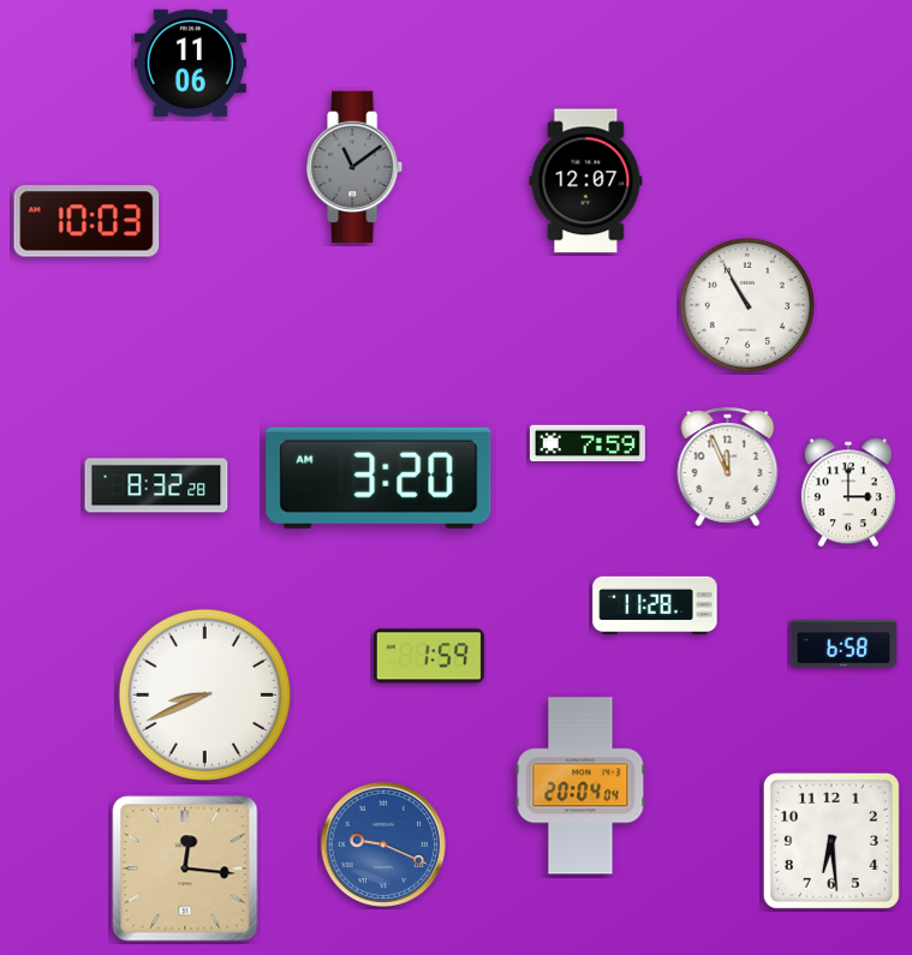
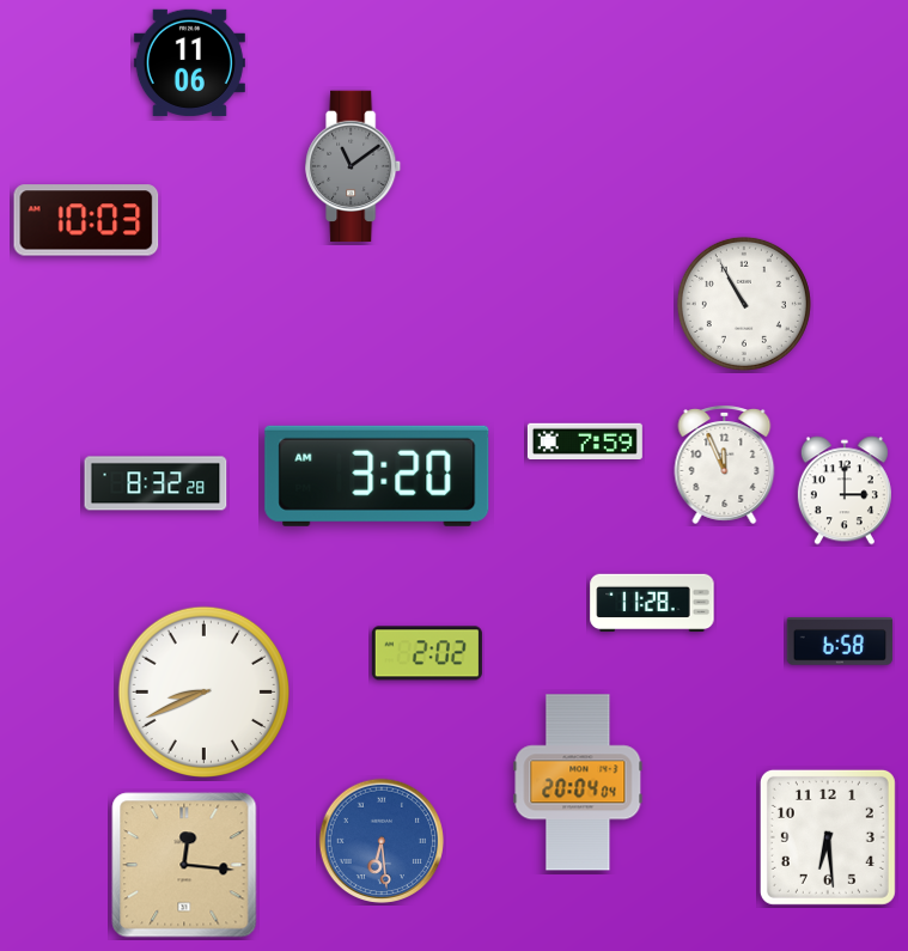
clock at (586, 181): 12:07 -> none
clock at (429, 656): 1:59 -> 2:02
clock at (383, 844): 9:19 -> 6:29
